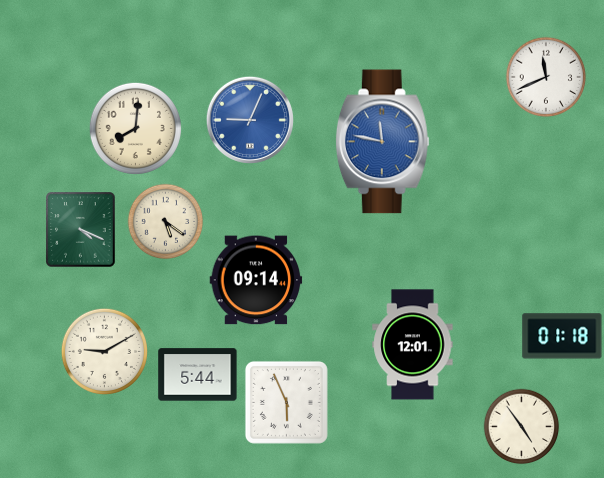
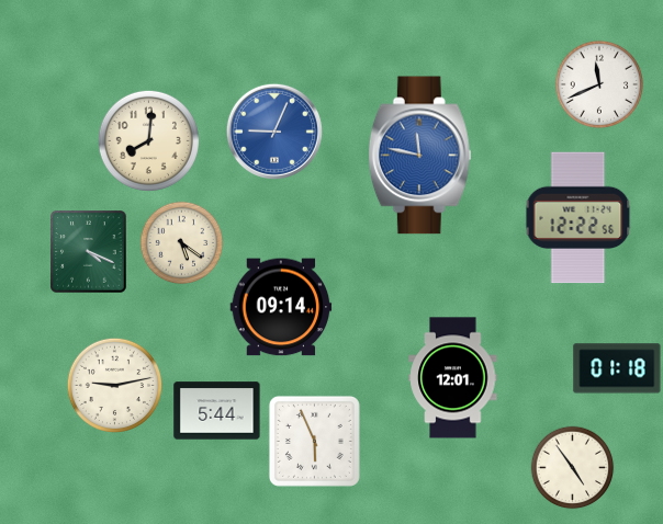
clock at (578, 218): none -> 12:22
clock at (104, 351): 9:10 -> 9:13
